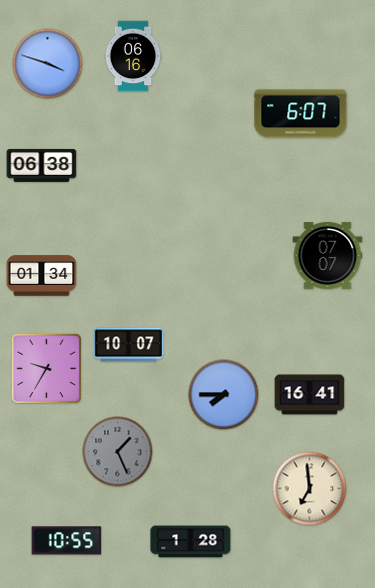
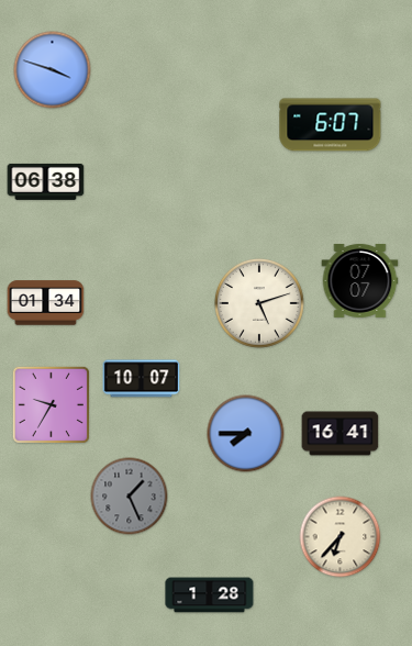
clock at (133, 56): 06:16 -> none
clock at (259, 304): none -> 5:12
clock at (310, 489): 6:59 -> 6:37
clock at (67, 541): 10:55 -> none
